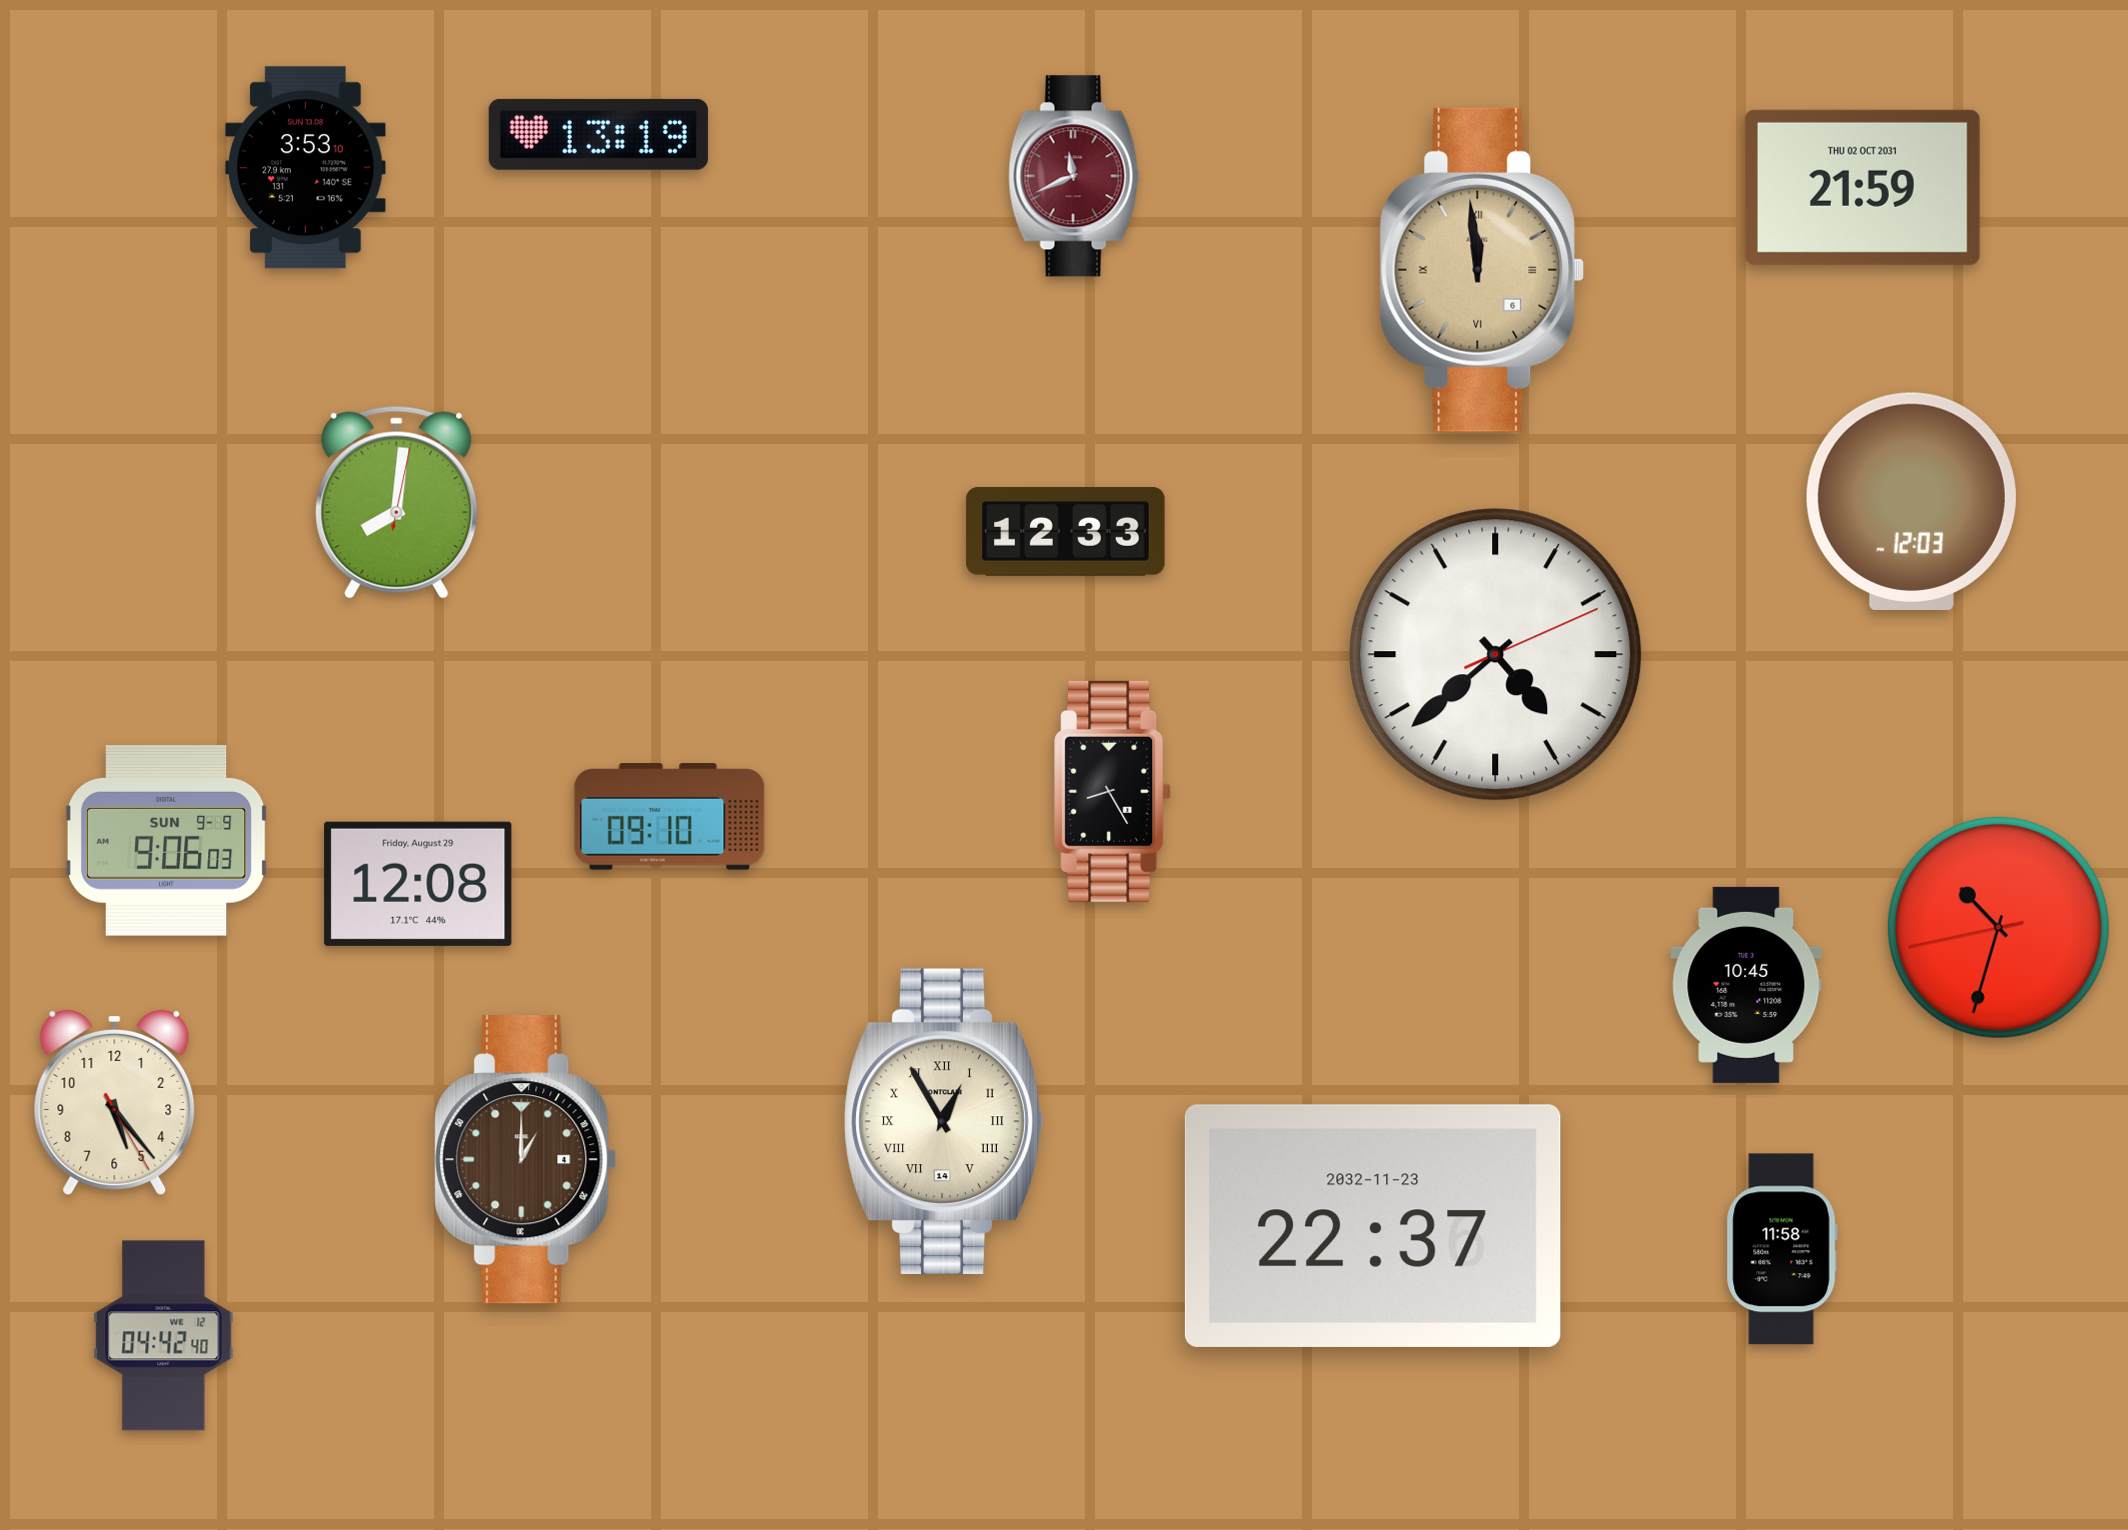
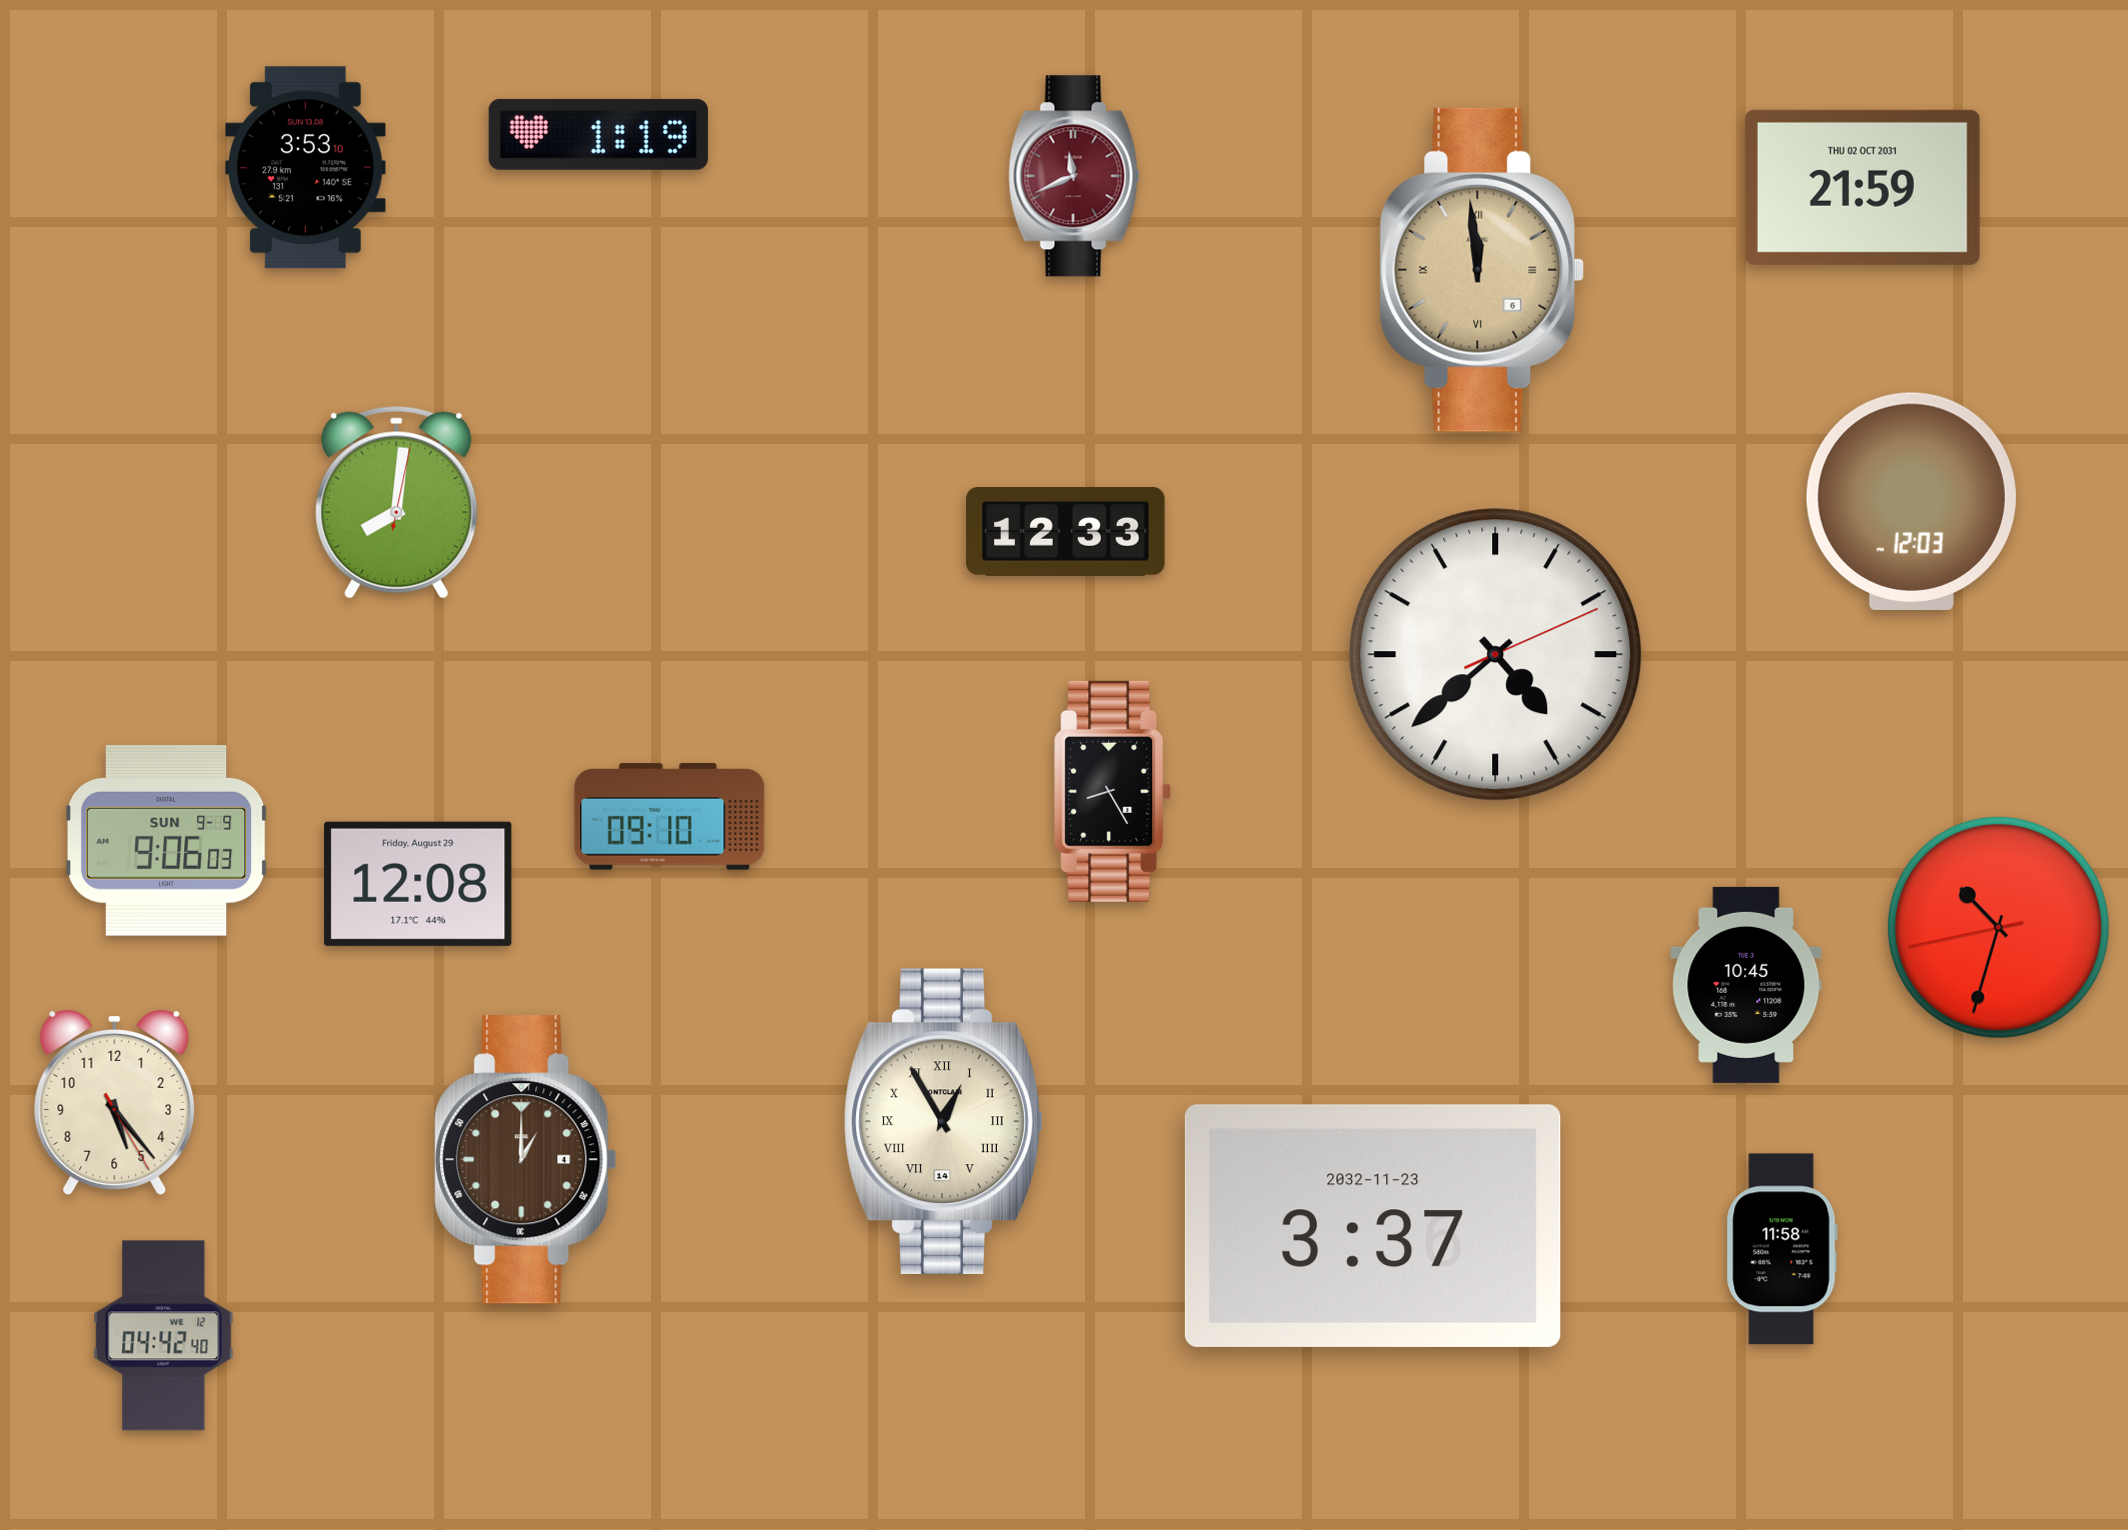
clock at (598, 134): 13:19 -> 1:19
clock at (1373, 1226): 22:37 -> 3:37
